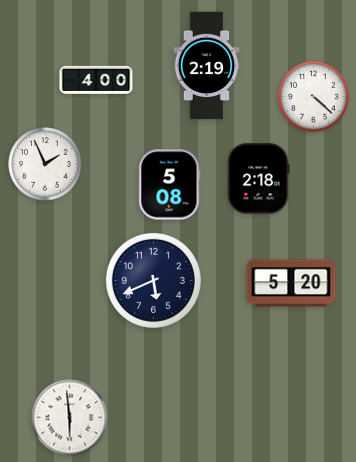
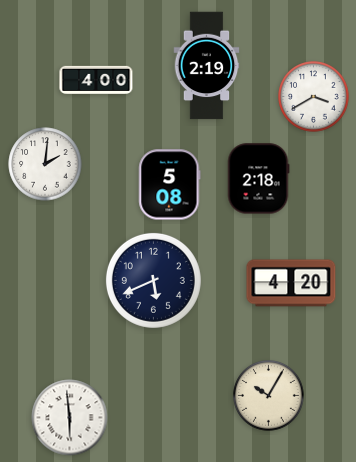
clock at (314, 97): 4:22 -> 3:40
clock at (45, 164): 1:56 -> 2:01
clock at (291, 283): 5:20 -> 4:20
clock at (269, 396): none -> 10:05
